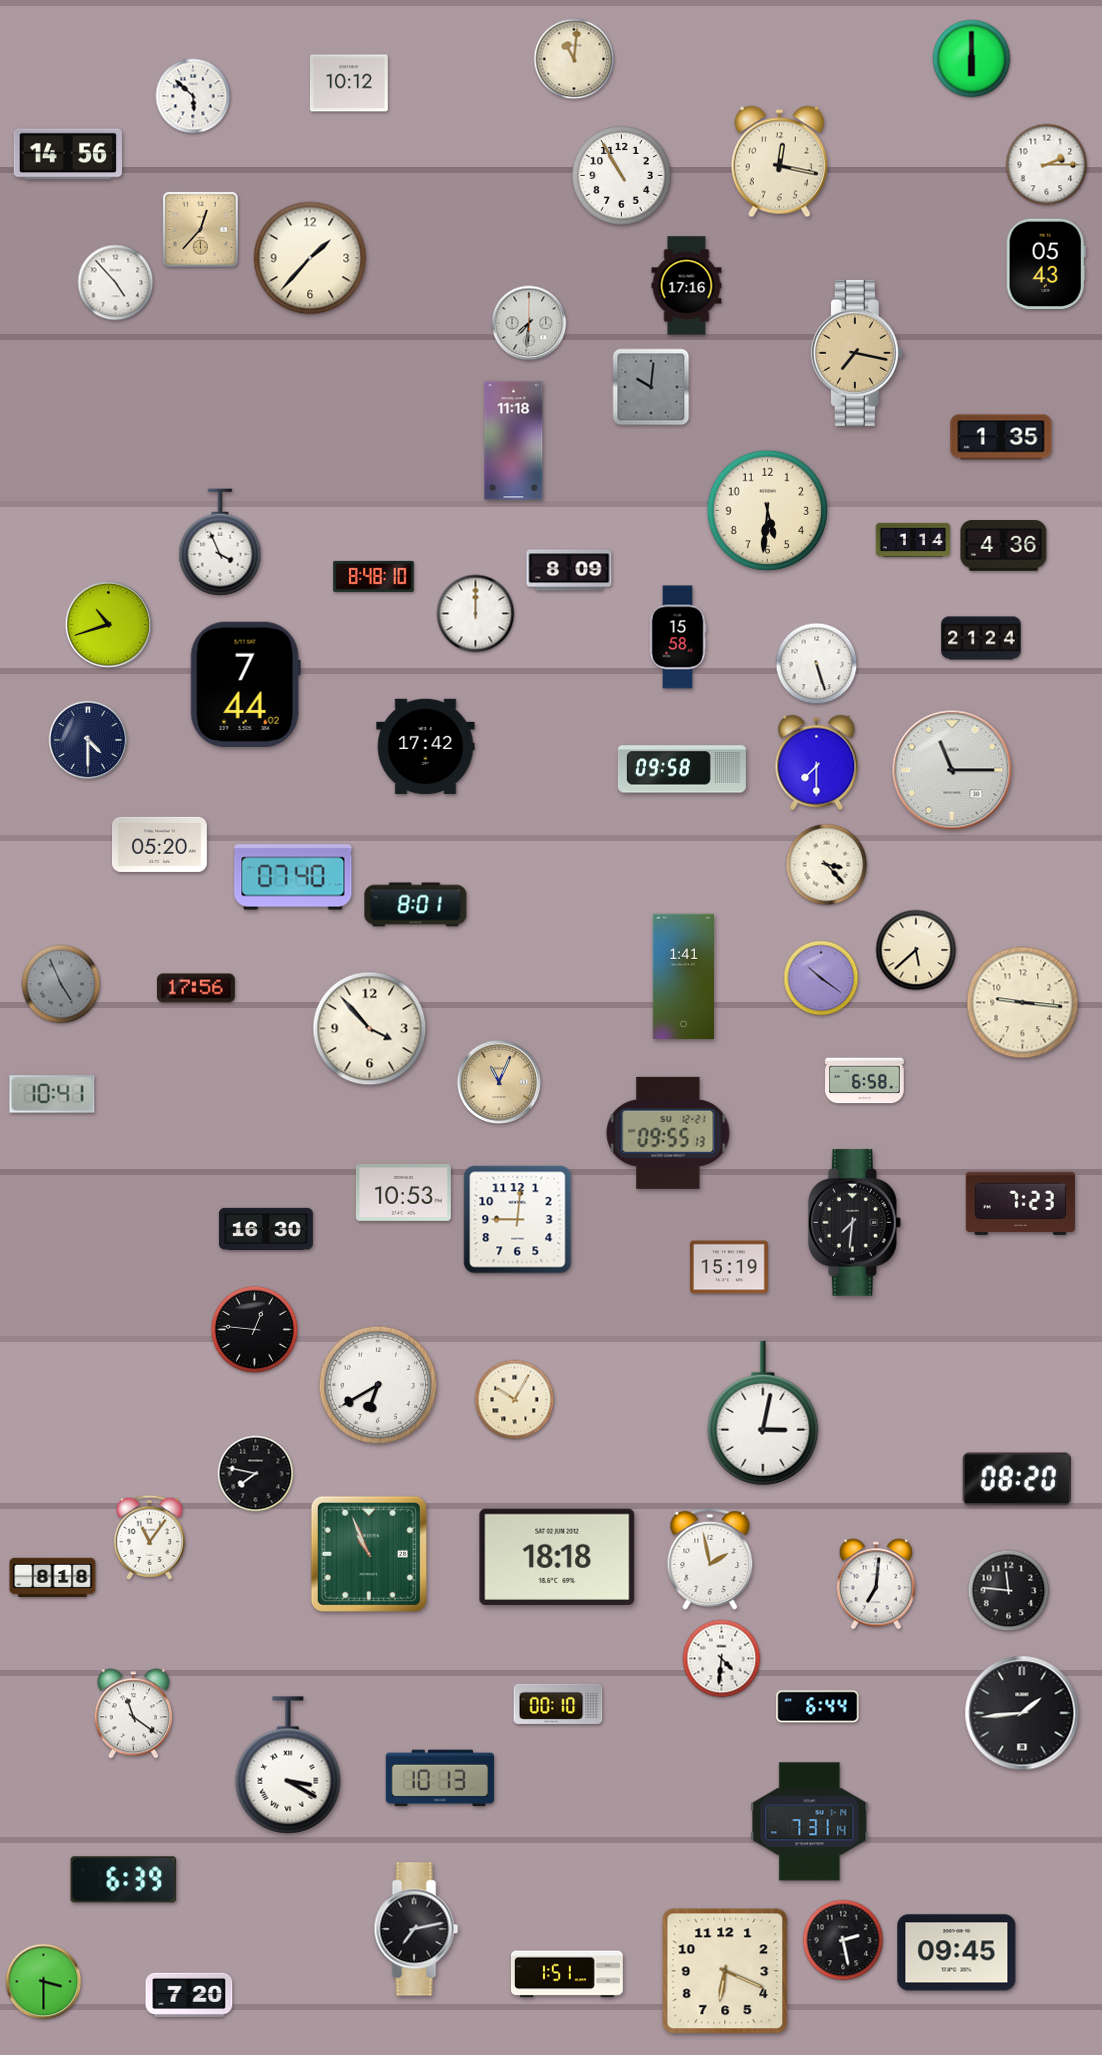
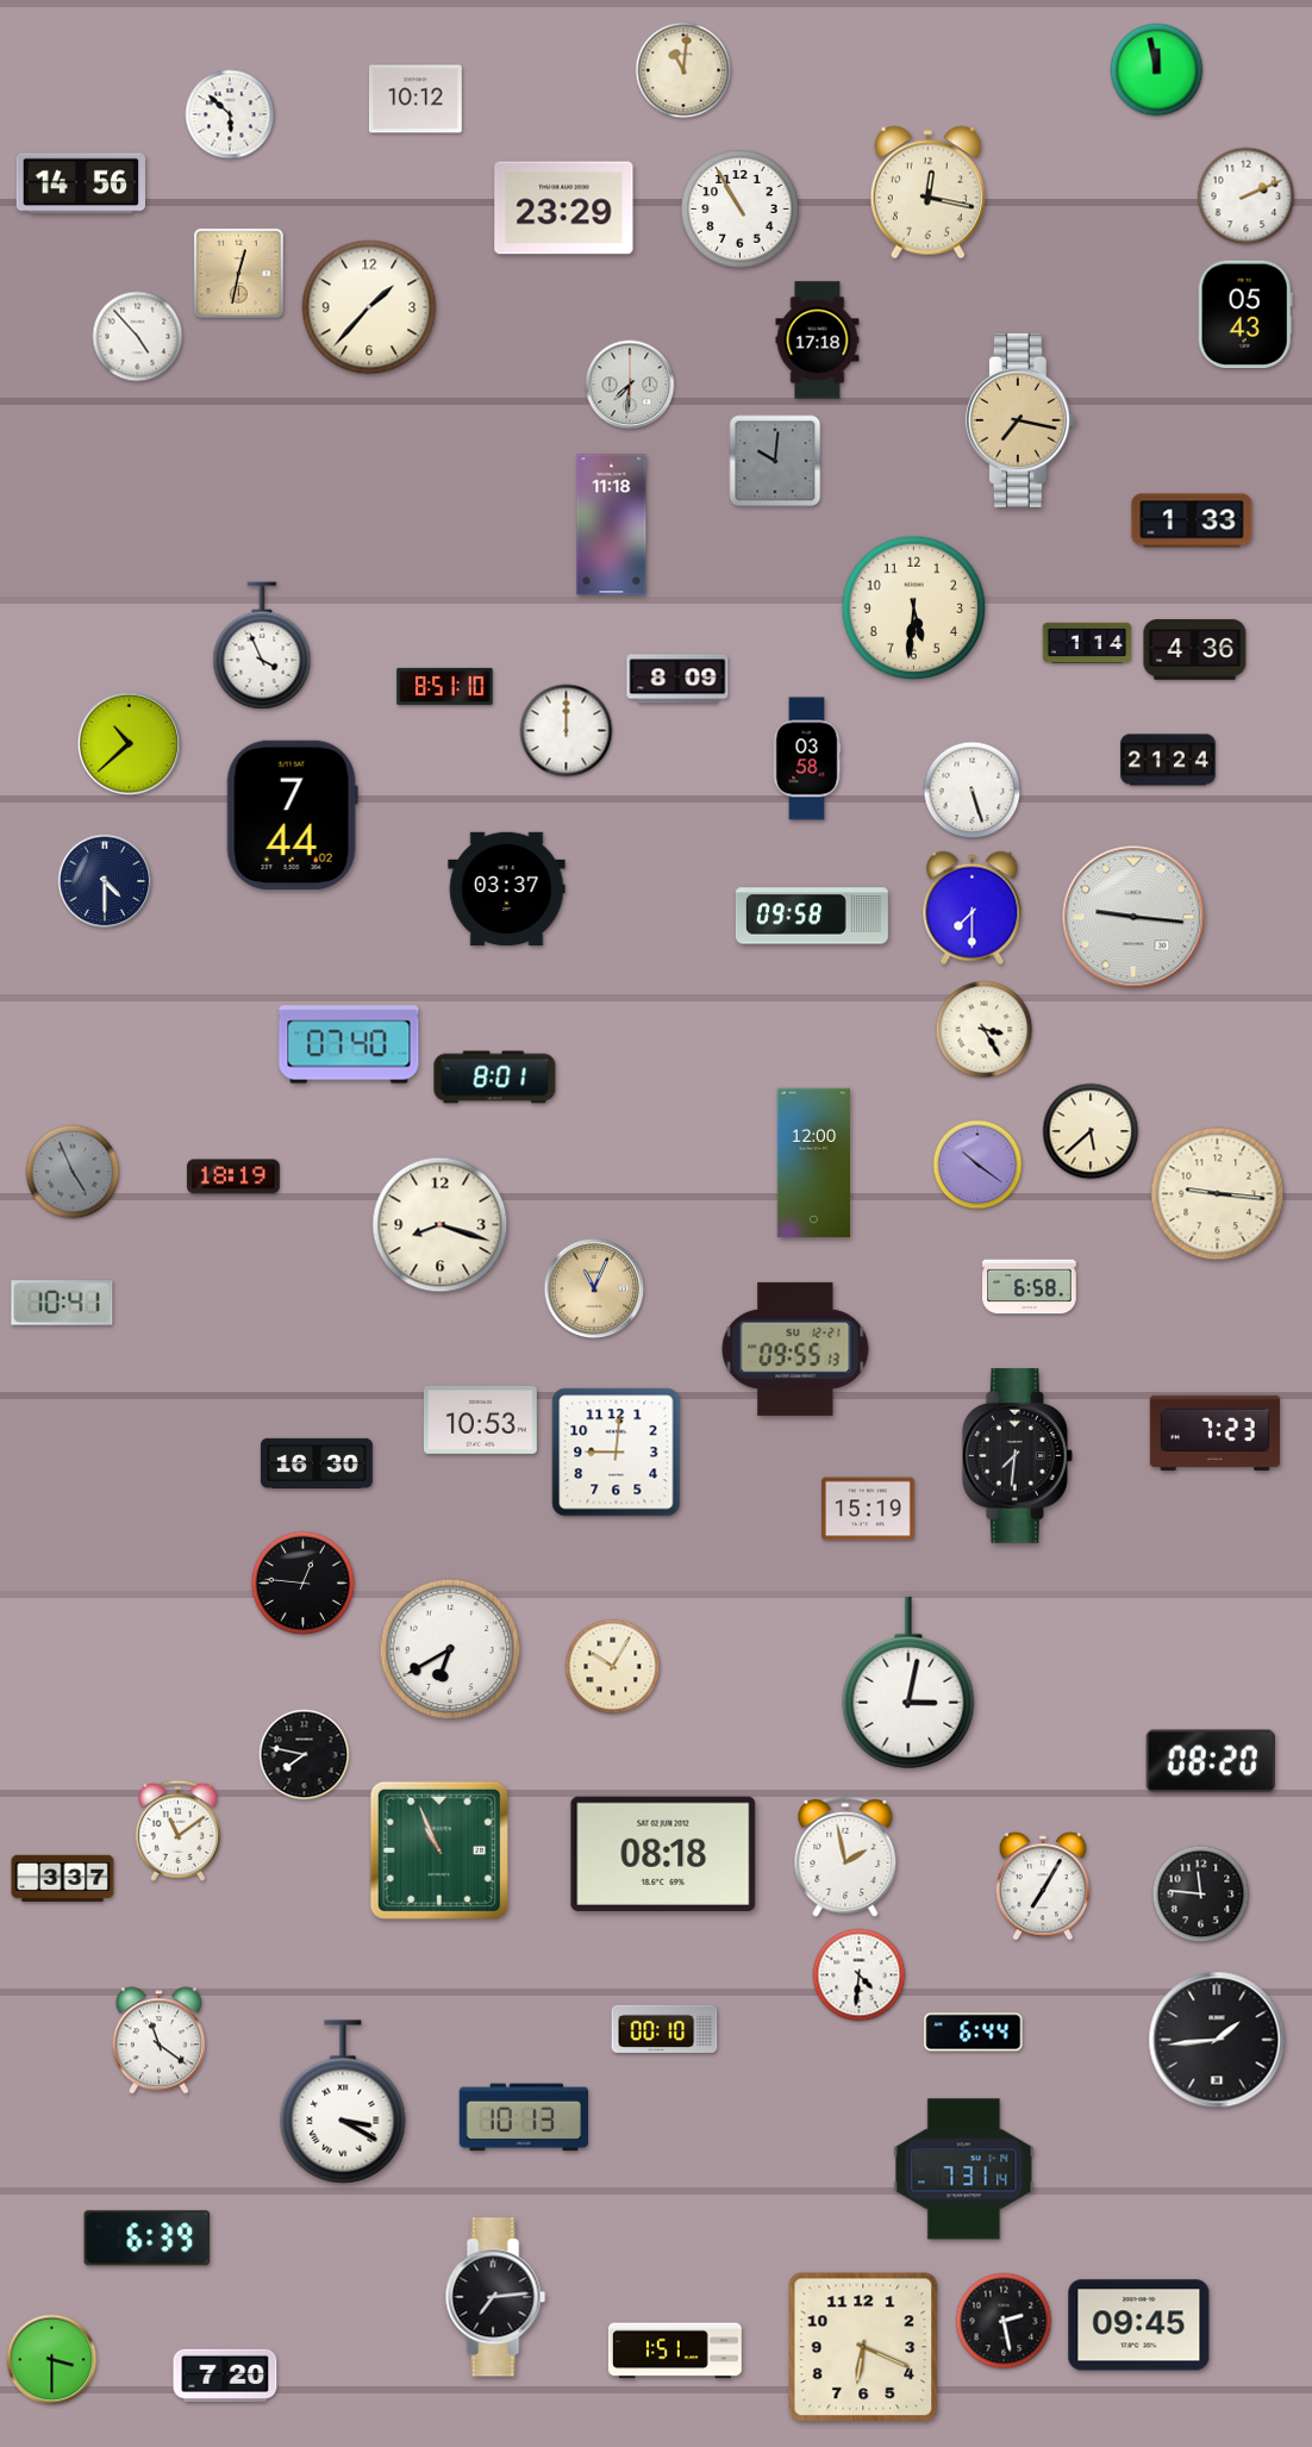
clock at (972, 59): 6:00 -> 11:58
clock at (1047, 165): 2:15 -> 2:11
clock at (564, 208): none -> 23:29
clock at (200, 229): 12:37 -> 12:32
clock at (687, 286): 17:16 -> 17:18
clock at (1001, 437): 1:35 -> 1:33
clock at (374, 576): 8:48 -> 8:51
clock at (108, 624): 10:42 -> 10:38
clock at (678, 637): 15:58 -> 03:58
clock at (426, 747): 17:42 -> 03:37
clock at (952, 770): 11:15 -> 9:16
clock at (159, 844): 05:20 -> none
clock at (827, 865): 3:23 -> 3:25
clock at (683, 977): 1:41 -> 12:00
clock at (196, 988): 17:56 -> 18:19
clock at (370, 1029): 3:53 -> 8:18
clock at (149, 1537): 11:06 -> 11:09
clock at (557, 1557): 18:18 -> 08:18
clock at (53, 1578): 8:18 -> 3:37
clock at (875, 1584): 7:01 -> 7:05
clock at (416, 1929): 7:13 -> 7:14
clock at (843, 1940) position: (843, 1940) -> (1004, 2321)
